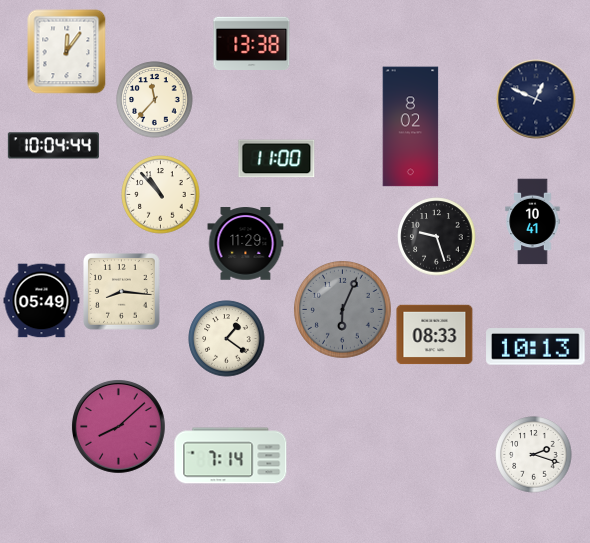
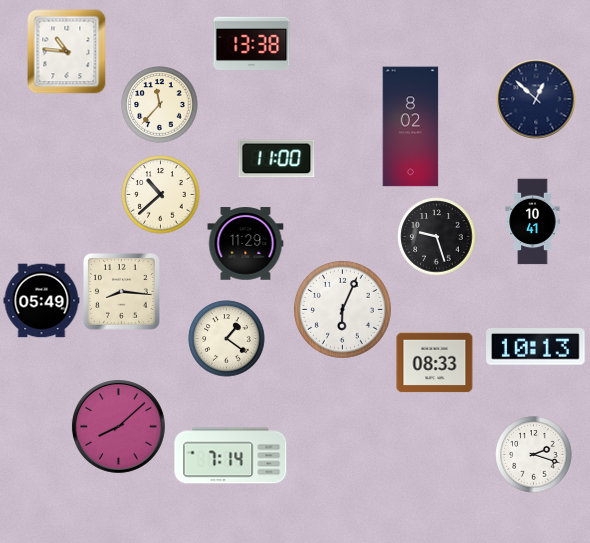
clock at (67, 52): 12:06 -> 10:46
clock at (536, 99): 12:49 -> 12:52
clock at (155, 100) position: (155, 100) -> (160, 105)
clock at (53, 146): 10:04 -> none
clock at (161, 195): 10:53 -> 10:38
clock at (343, 310) dial: grey -> white
clock at (435, 335) position: (435, 335) -> (435, 363)
